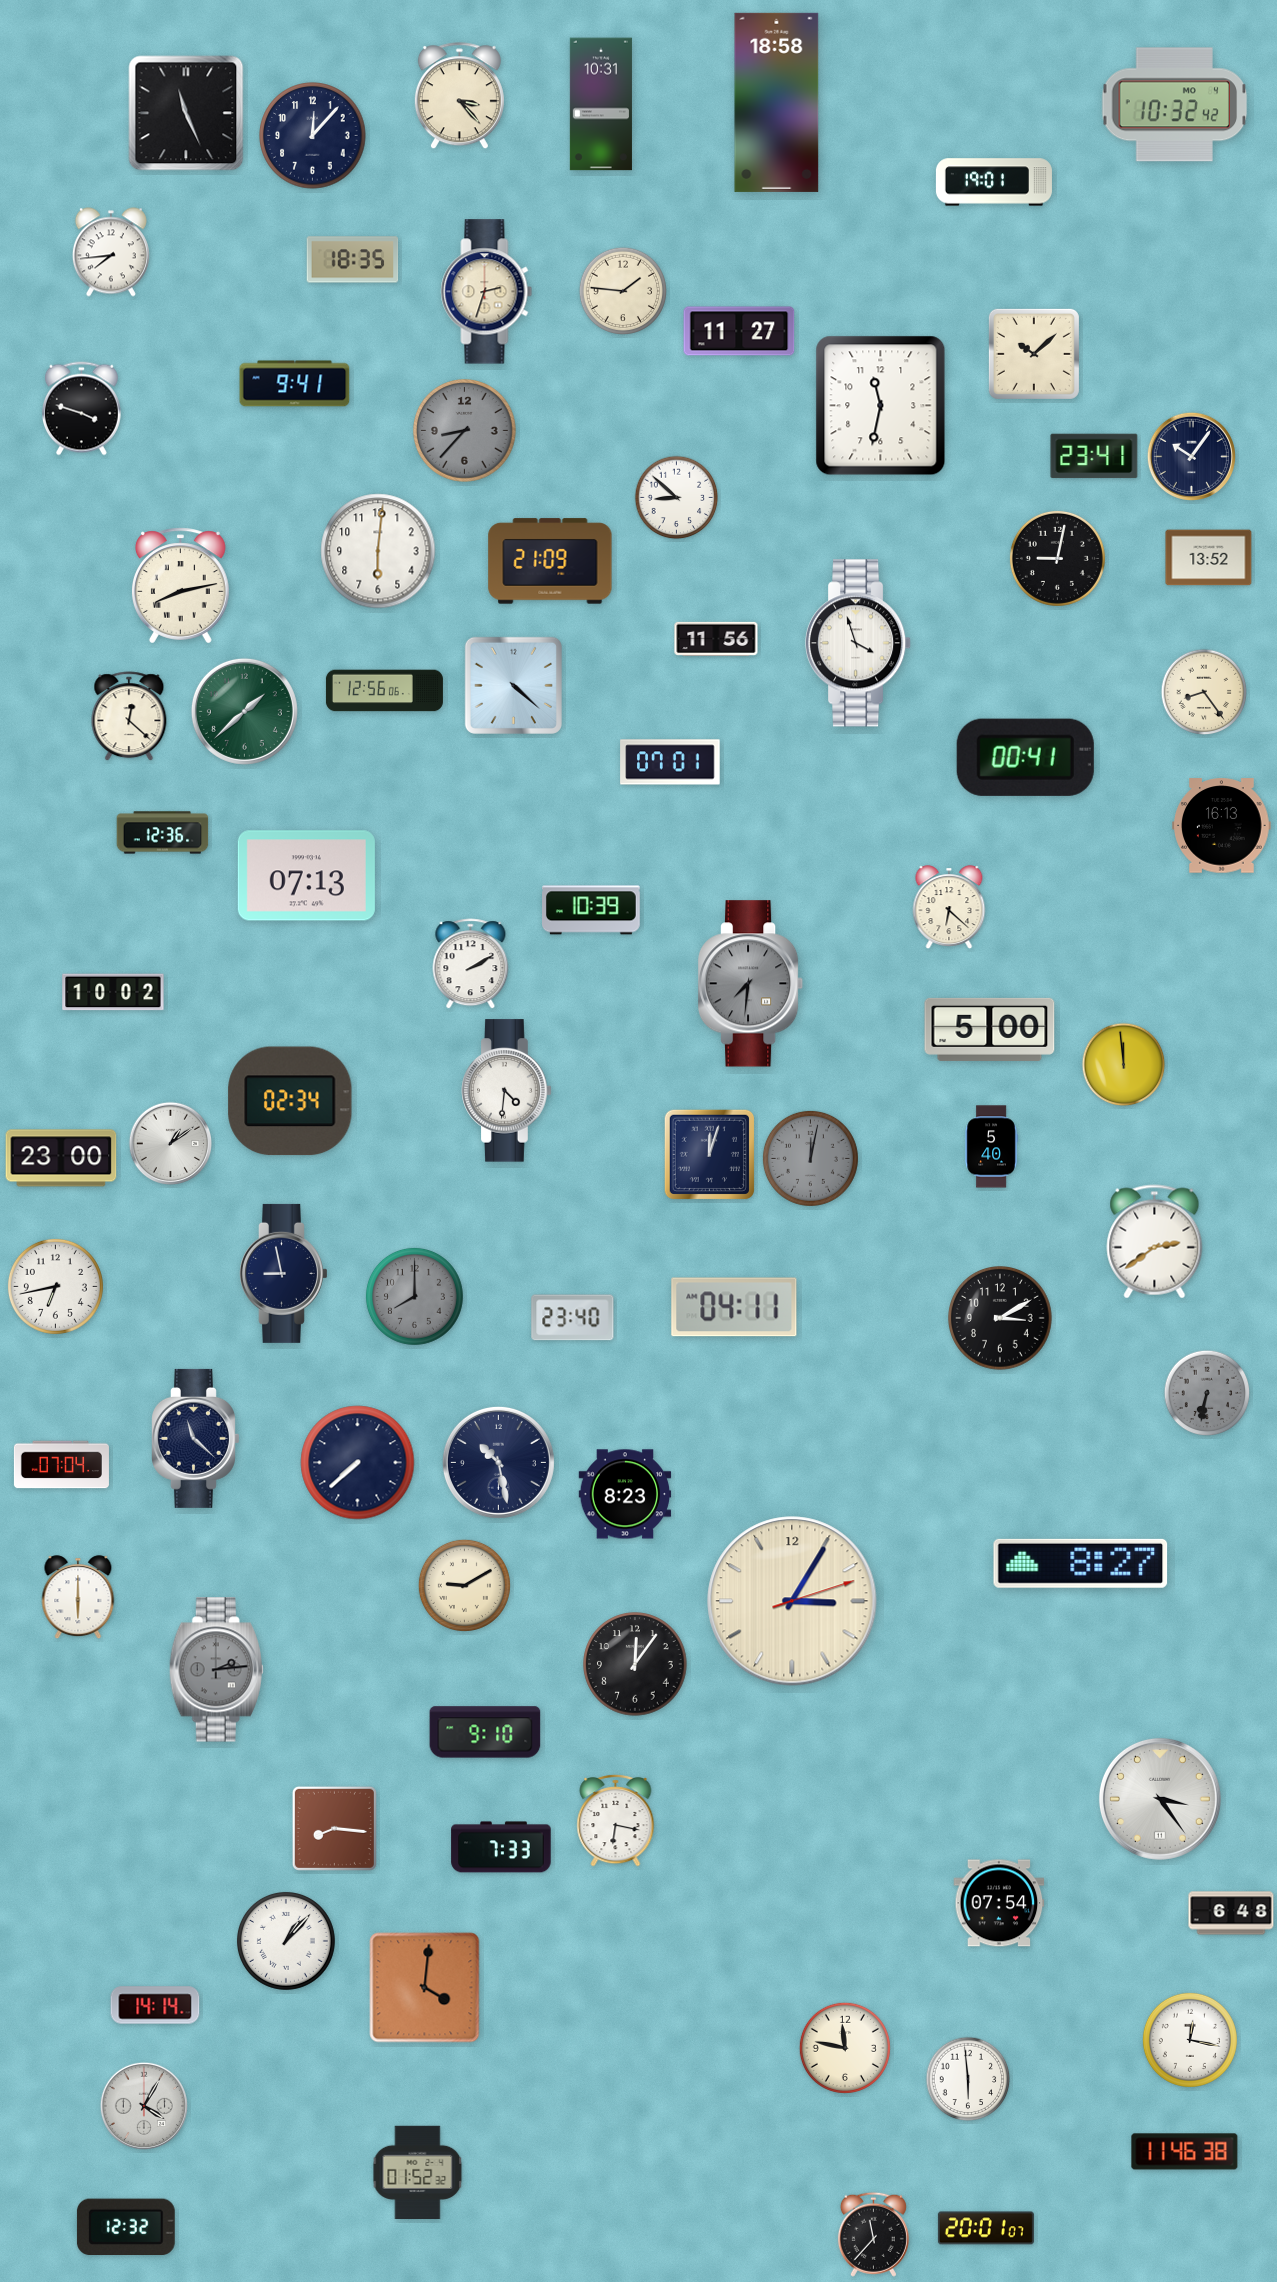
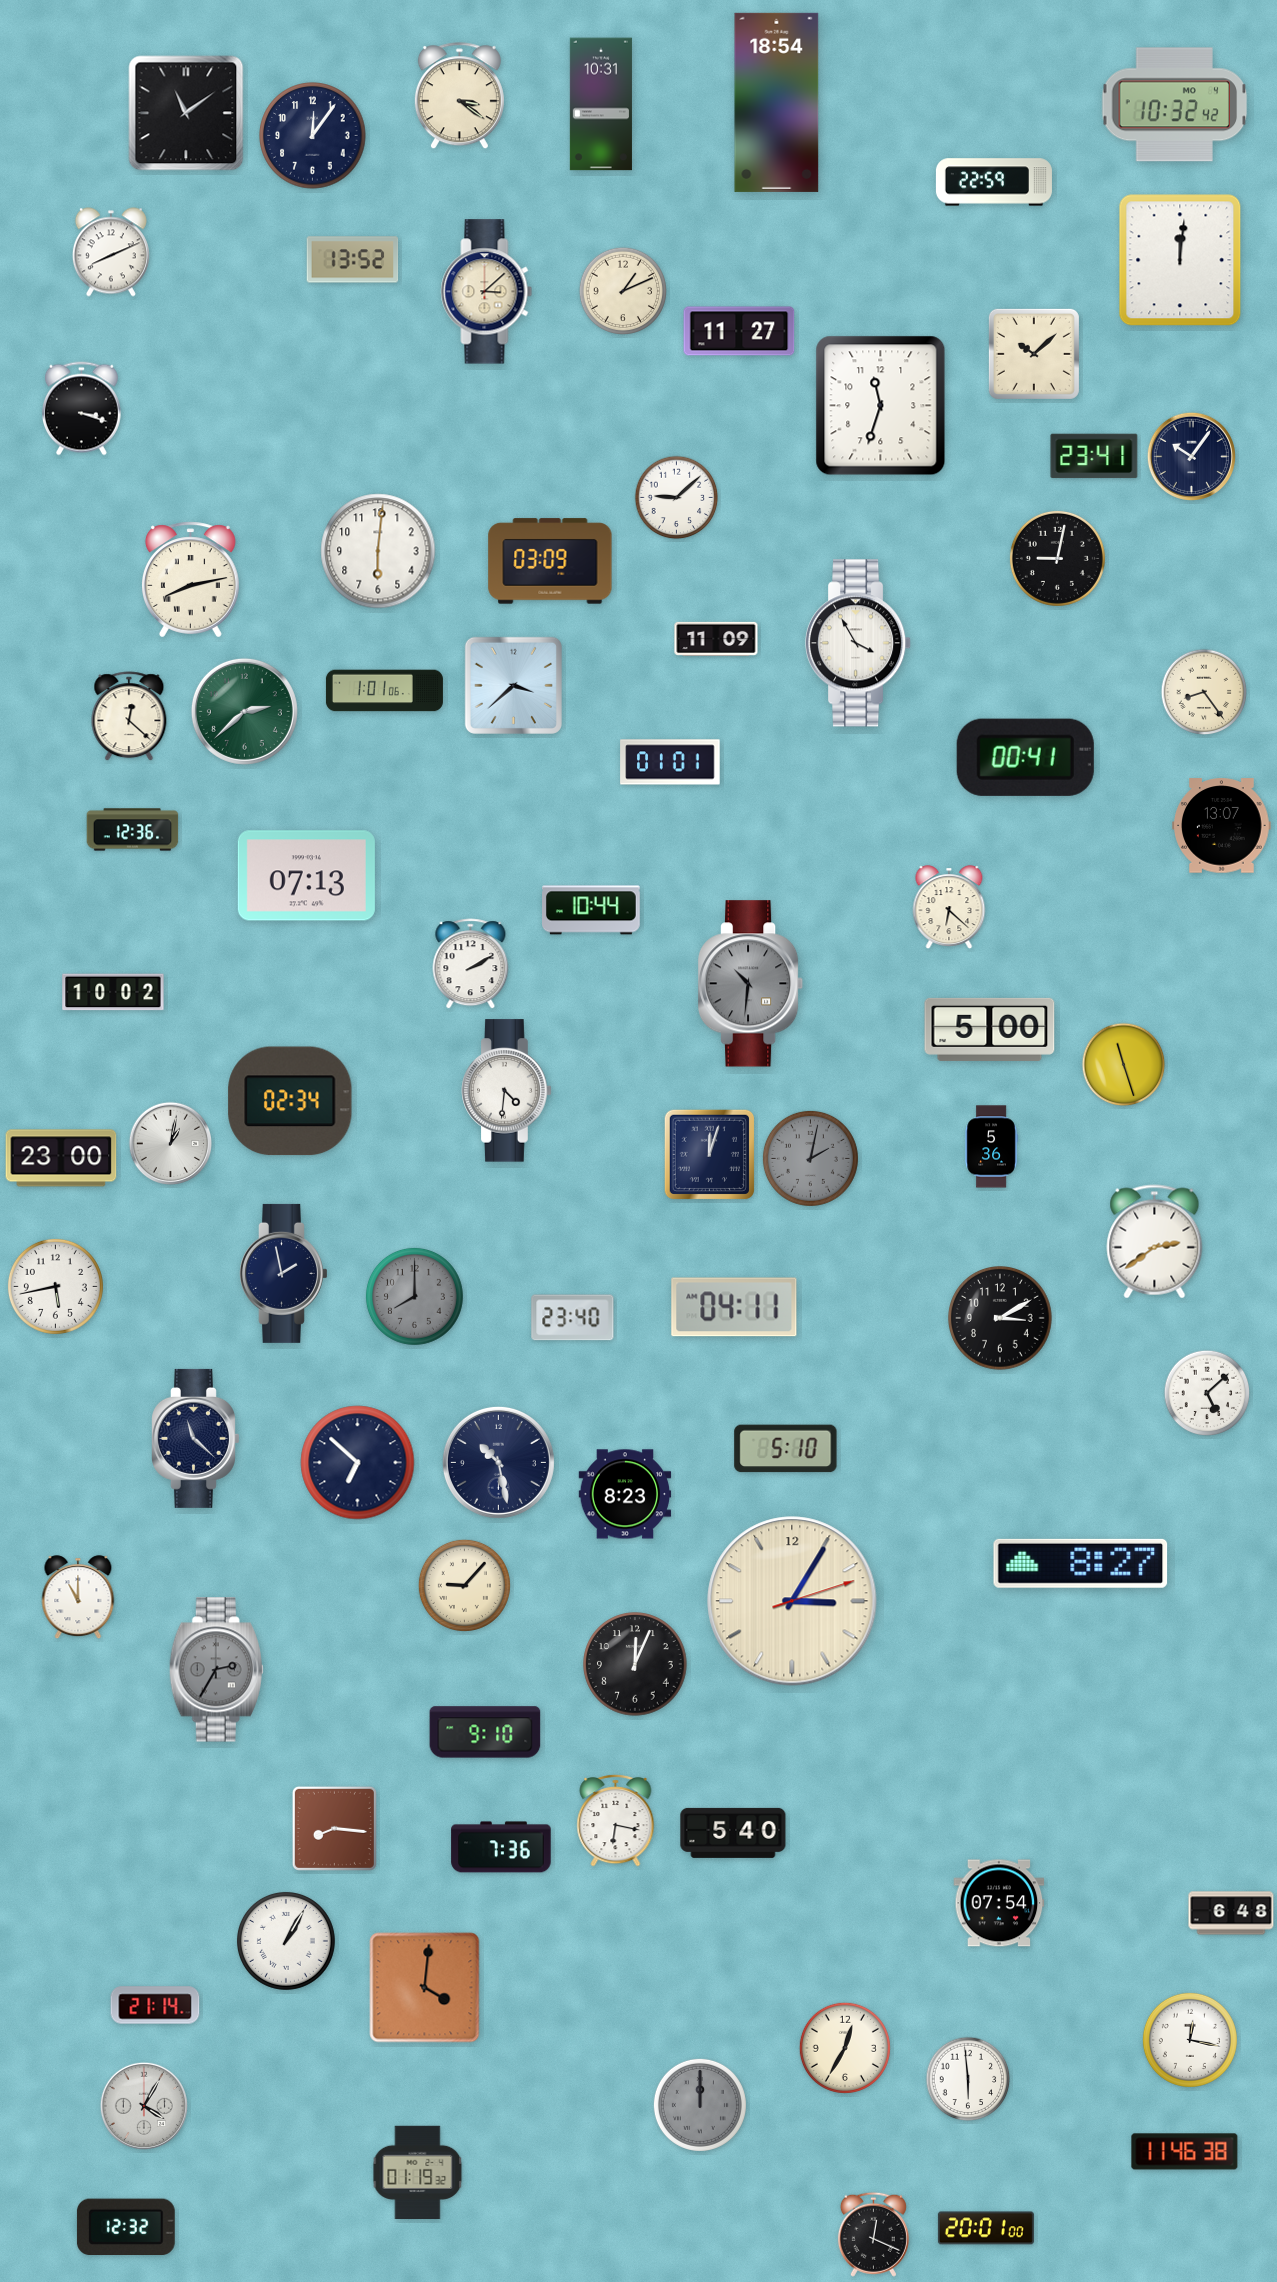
clock at (459, 96): 3:23 -> 3:21
clock at (777, 102): 18:58 -> 18:54
clock at (186, 113): 11:26 -> 11:09
clock at (313, 136): 12:07 -> 12:06
clock at (994, 182): 19:01 -> 22:59
clock at (111, 252): 7:44 -> 8:11
clock at (353, 260): 18:35 -> 13:52
clock at (1180, 260): none -> 12:01
clock at (623, 291): 1:46 -> 1:11
clock at (487, 292): 2:33 -> 3:08
clock at (295, 384): 9:41 -> none
clock at (881, 406): 11:32 -> 11:33
clock at (81, 409): 3:48 -> 3:18
clock at (465, 431): 8:37 -> none
clock at (677, 498): 8:52 -> 9:08
clock at (1209, 558): 13:52 -> none
clock at (550, 561): 21:09 -> 03:09
clock at (180, 586) position: (180, 586) -> (190, 580)
clock at (716, 638): 11:56 -> 11:09
clock at (858, 643): 3:57 -> 3:55
clock at (513, 685): 4:22 -> 3:38
clock at (384, 691): 12:56 -> 1:01
clock at (244, 711): 1:38 -> 2:38
clock at (670, 762): 07:01 -> 01:01
clock at (1222, 826): 16:13 -> 13:07
clock at (163, 833) position: (163, 833) -> (133, 830)
clock at (592, 910): 10:39 -> 10:44
clock at (751, 984): 7:31 -> 10:31
clock at (1124, 1065): 11:59 -> 11:27
clock at (171, 1144): 1:09 -> 1:02
clock at (991, 1147): 5:40 -> 5:36
clock at (810, 1158): 12:02 -> 2:02
clock at (284, 1273): 8:58 -> 1:58
clock at (55, 1286): 6:43 -> 5:43
clock at (1207, 1393): 6:32 -> 5:08
clock at (1207, 1393) dial: grey -> white
clock at (786, 1449): none -> 5:10
clock at (358, 1463): 7:38 -> 6:52
clock at (61, 1465): 07:04 -> none
clock at (464, 1585): 9:10 -> 9:07
clock at (78, 1598): 6:00 -> 11:00
clock at (635, 1664): 12:06 -> 12:04
clock at (216, 1670): 2:14 -> 2:35
clock at (1160, 1799): 3:24 -> none
clock at (733, 1833): none -> 5:40
clock at (501, 1847): 7:33 -> 7:36
clock at (286, 1941): 1:07 -> 1:05
clock at (155, 2005): 14:14 -> 21:14
clock at (845, 2048): 11:47 -> 12:35
clock at (700, 2105): none -> 12:00
clock at (418, 2172): 01:52 -> 01:19
clock at (986, 2228): 20:01:07 -> 20:01:00
clock at (873, 2234): 11:37 -> 12:19
